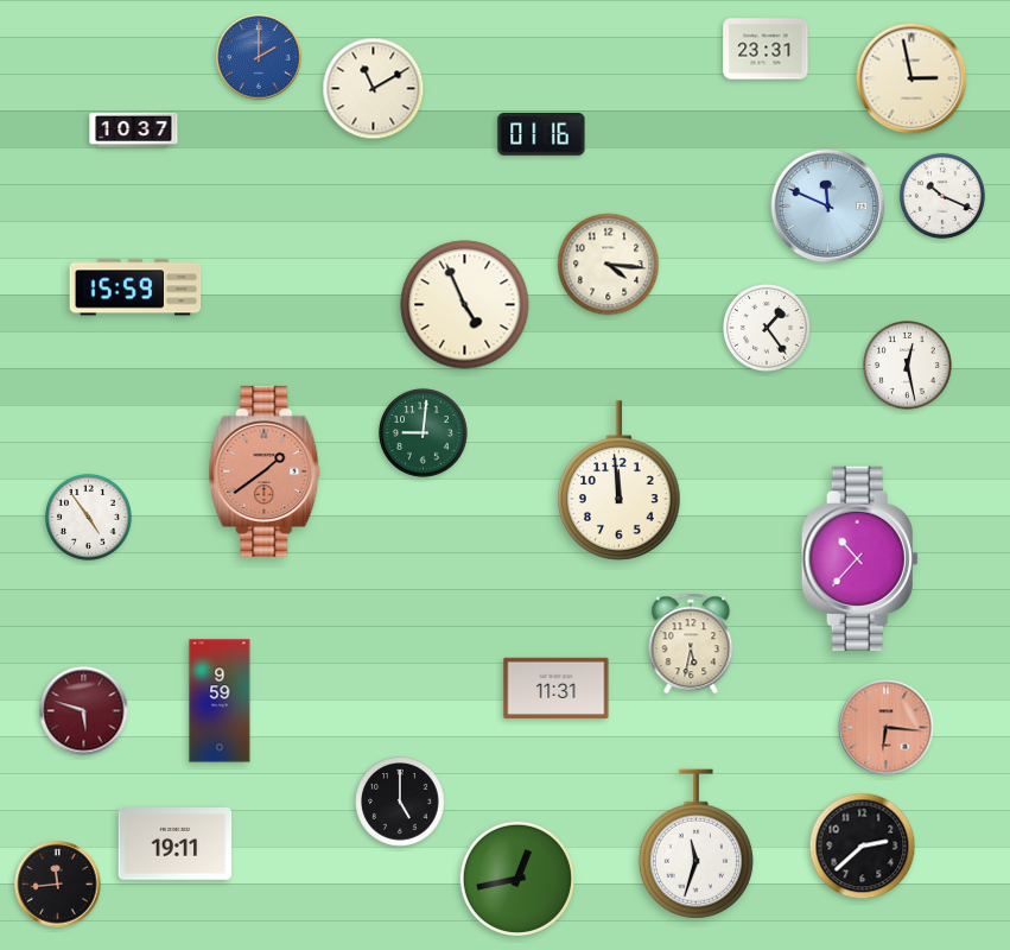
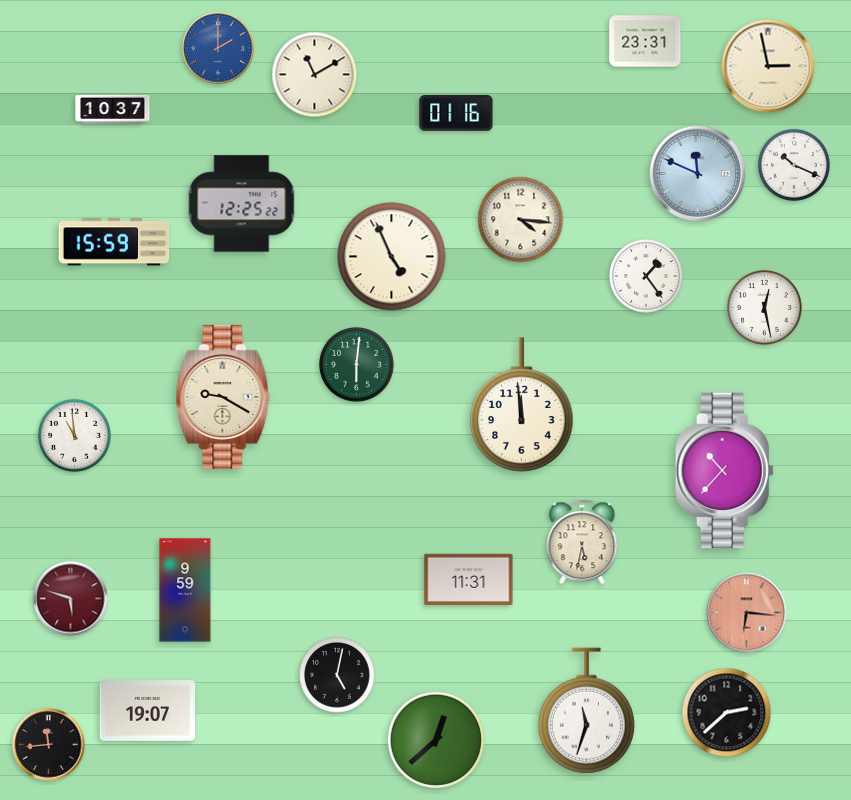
clock at (242, 204): none -> 12:25
clock at (609, 265) position: (609, 265) -> (521, 220)
clock at (424, 433): 9:01 -> 6:01
clock at (265, 471): 1:39 -> 9:20
clock at (265, 471) dial: salmon -> cream
clock at (88, 517): 4:54 -> 10:59
clock at (400, 802): 5:00 -> 5:02
clock at (176, 844): 19:11 -> 19:07
clock at (516, 878): 12:43 -> 12:38
